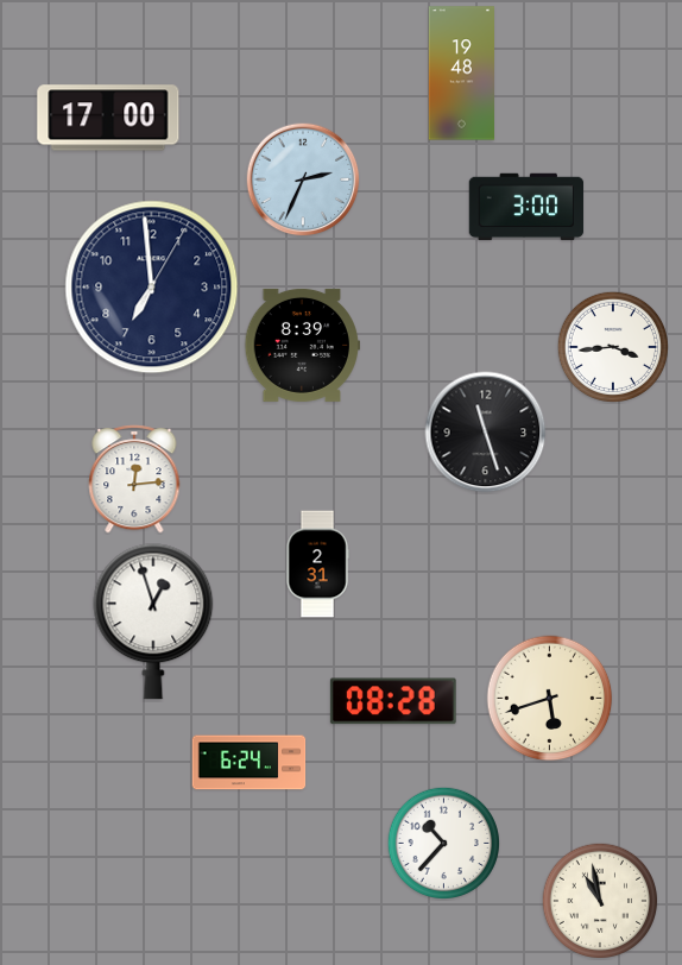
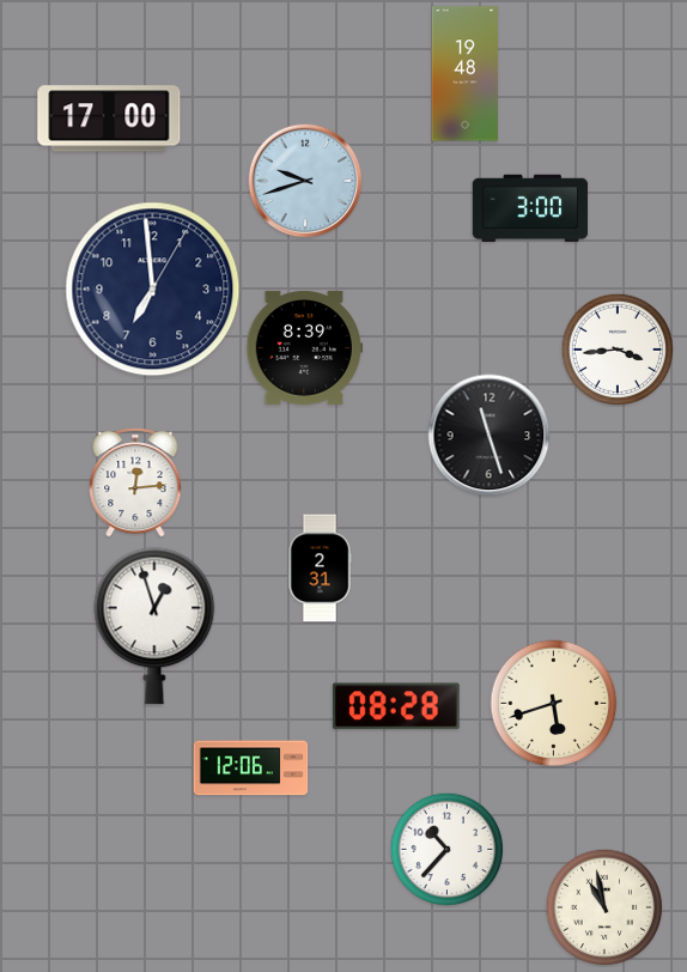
clock at (303, 179): 2:34 -> 9:42
clock at (250, 763): 6:24 -> 12:06
